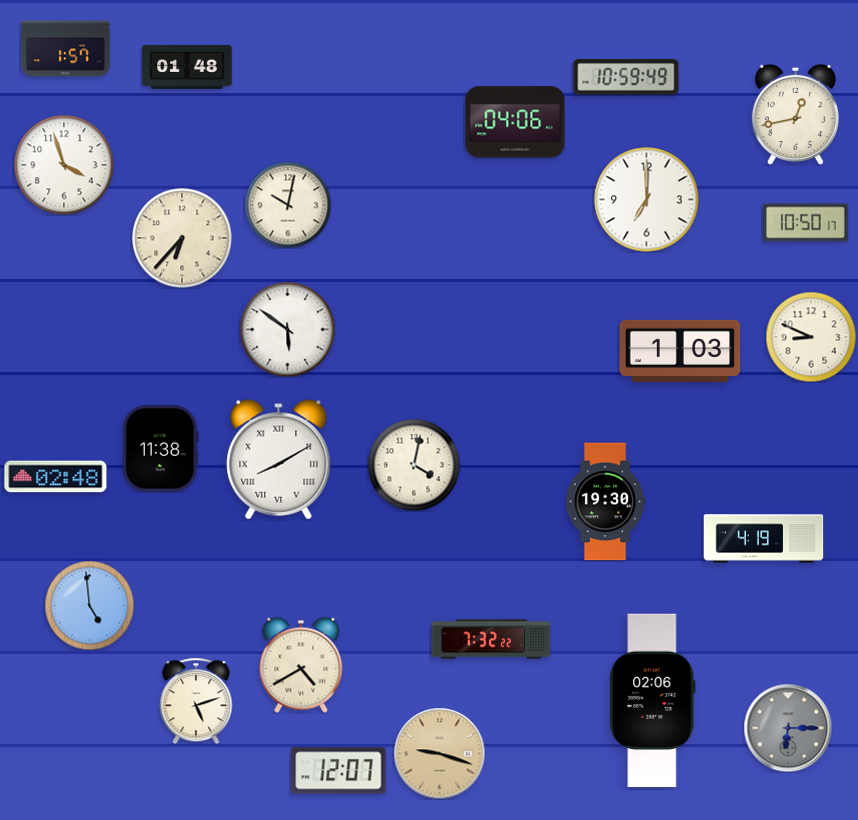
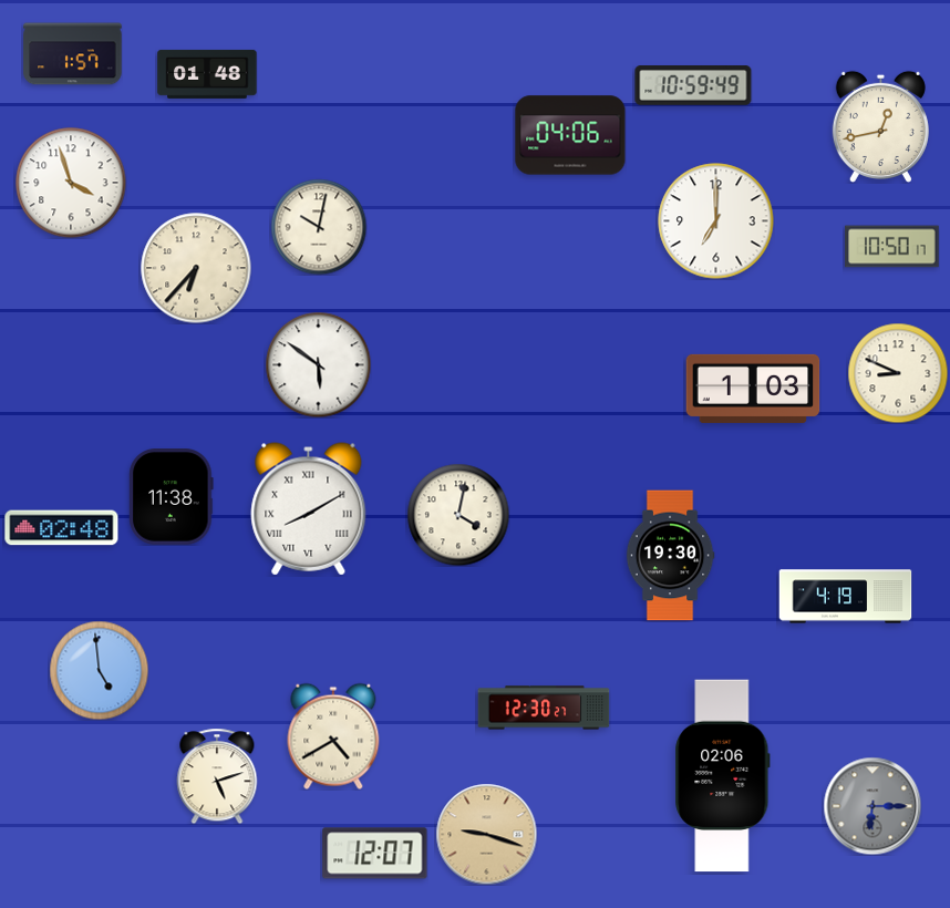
clock at (182, 238) position: (182, 238) -> (196, 268)
clock at (161, 449) position: (161, 449) -> (172, 497)
clock at (491, 639): 7:32 -> 12:30
